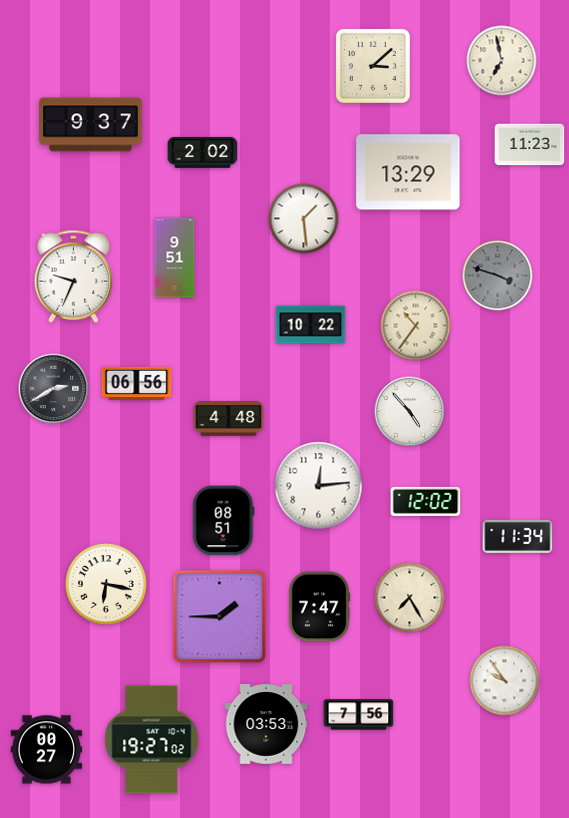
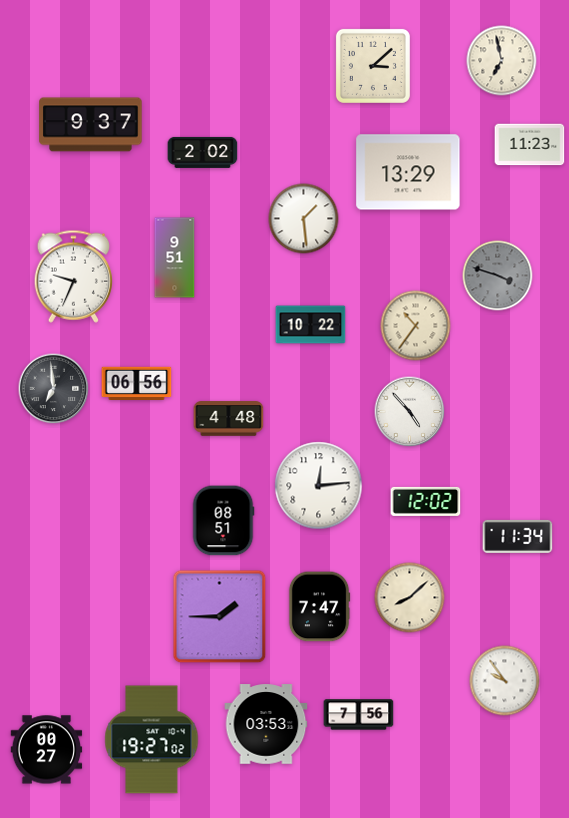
clock at (54, 389): 2:40 -> 6:59
clock at (106, 584): 6:17 -> none
clock at (410, 598): 7:25 -> 8:08
